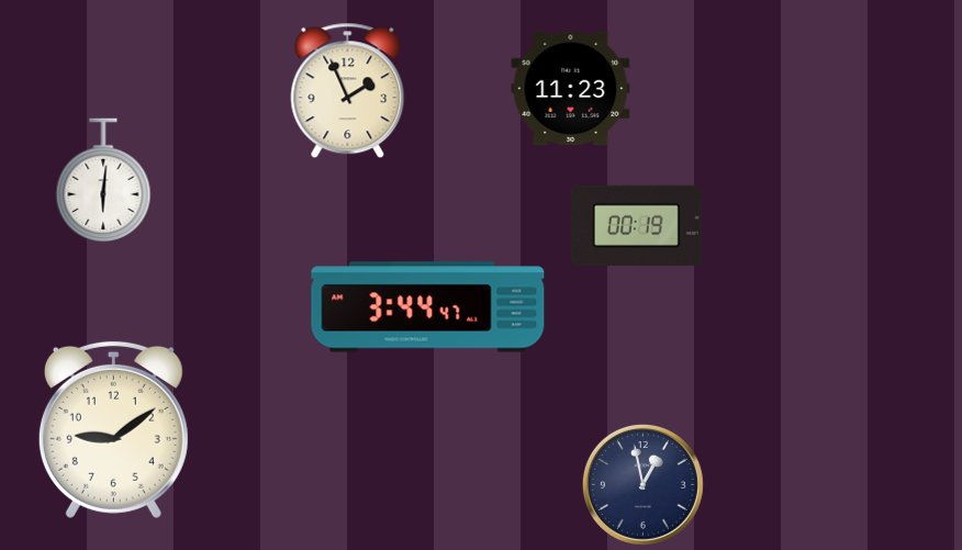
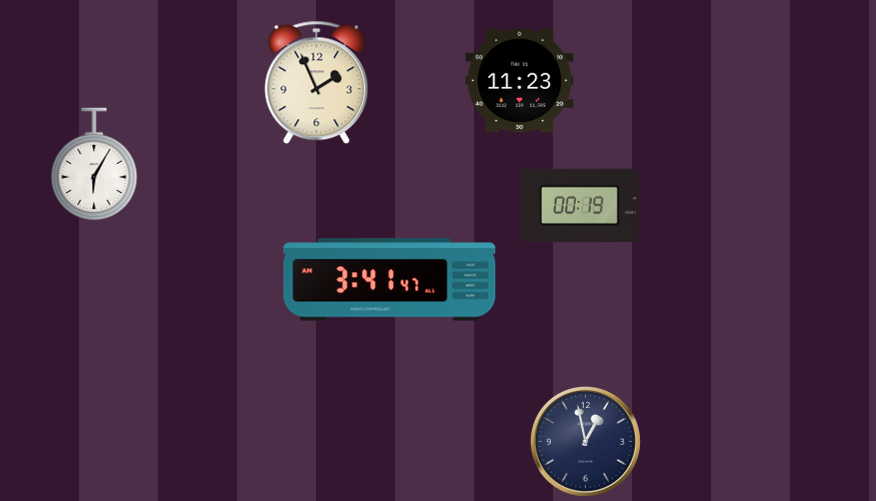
clock at (103, 181): 6:01 -> 6:05
clock at (428, 307): 3:44 -> 3:41
clock at (113, 429): 9:09 -> none
